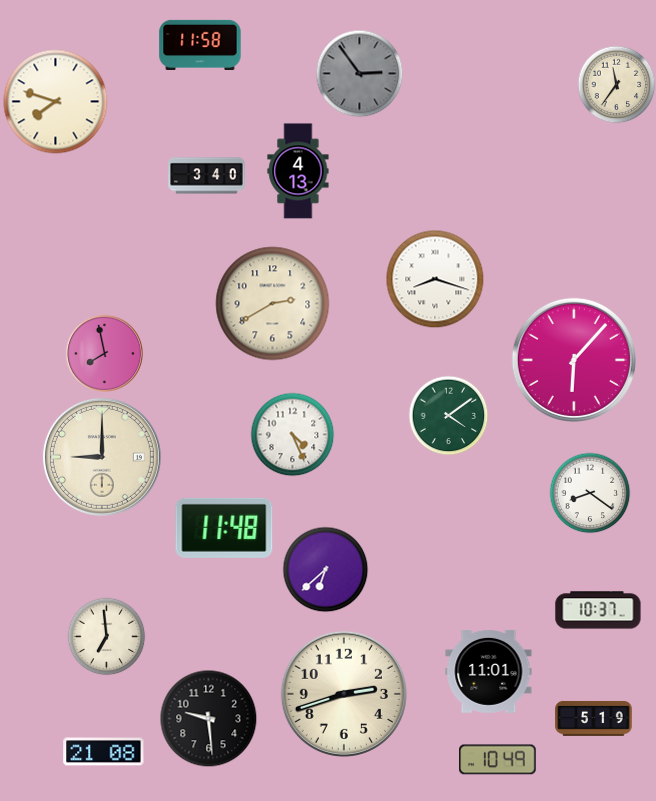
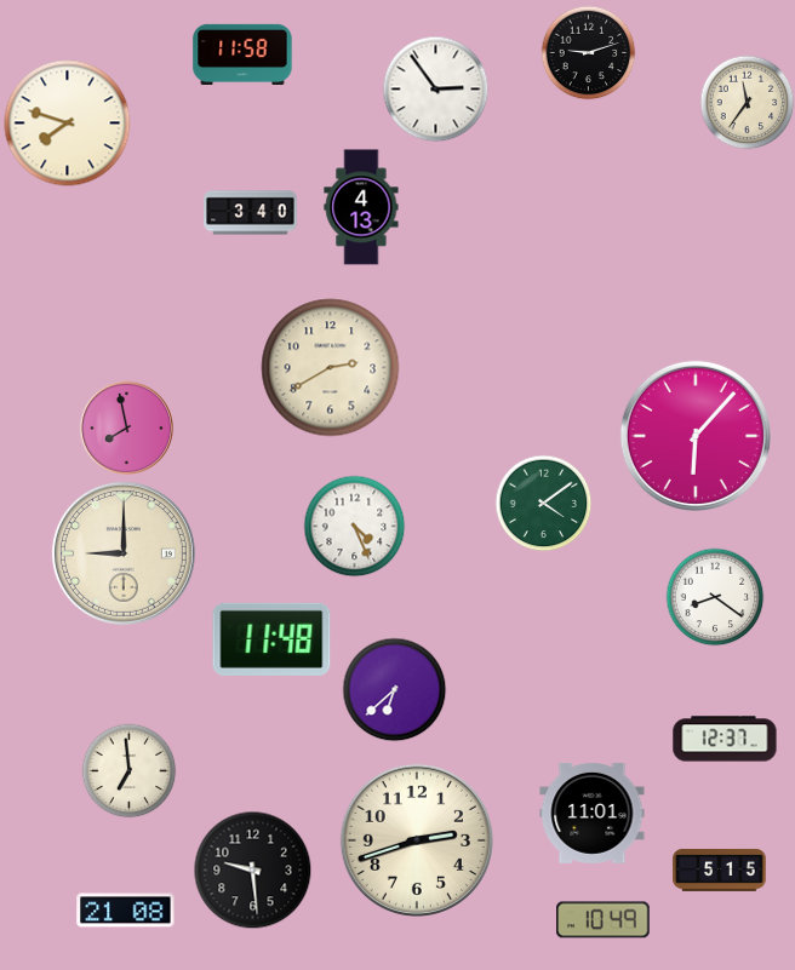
clock at (588, 52): none -> 9:12
clock at (359, 73) dial: grey -> white
clock at (435, 279): 8:18 -> none
clock at (598, 610): 10:37 -> 12:37
clock at (594, 718): 5:19 -> 5:15
